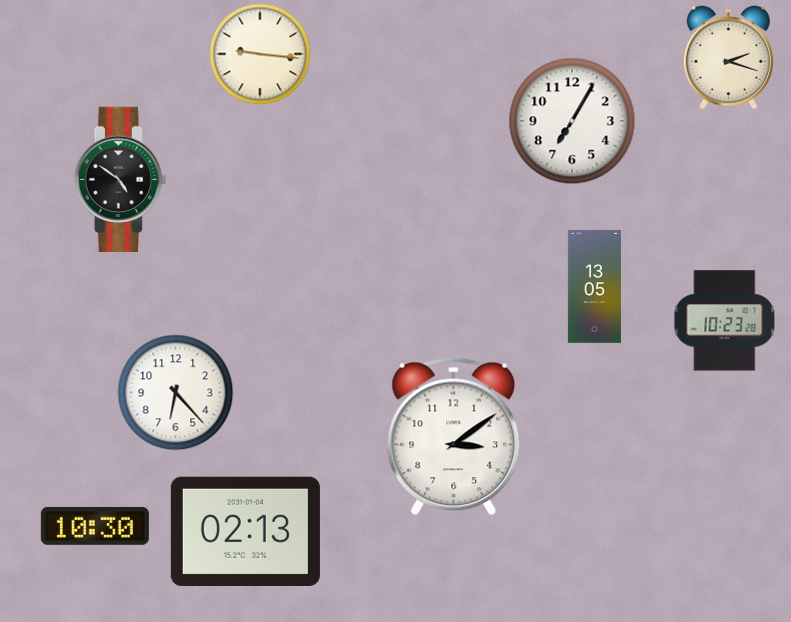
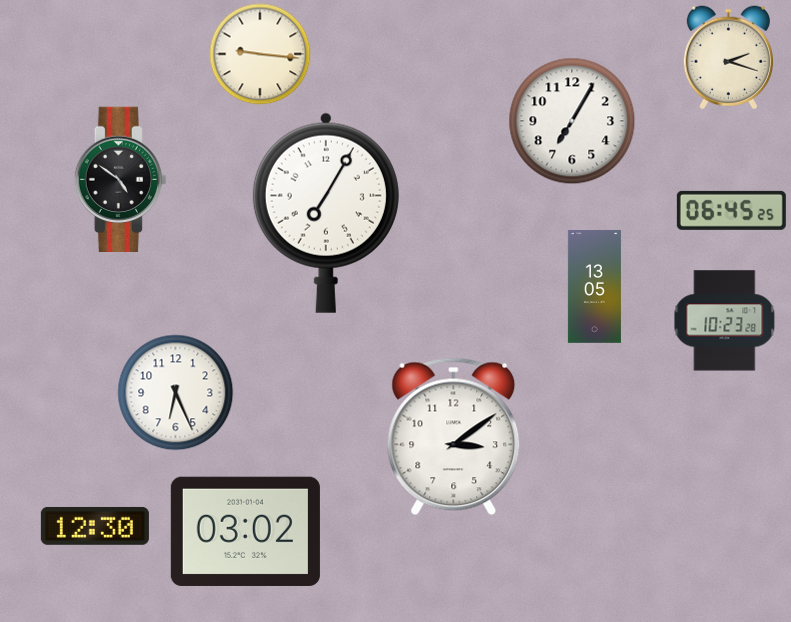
clock at (731, 210): none -> 06:45
clock at (326, 213): none -> 7:05
clock at (176, 393): 6:23 -> 6:26
clock at (95, 526): 10:30 -> 12:30
clock at (245, 531): 02:13 -> 03:02
